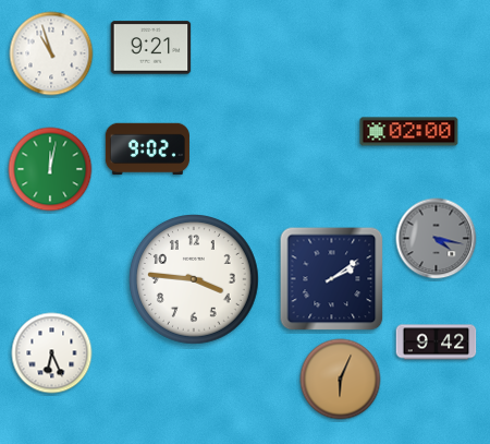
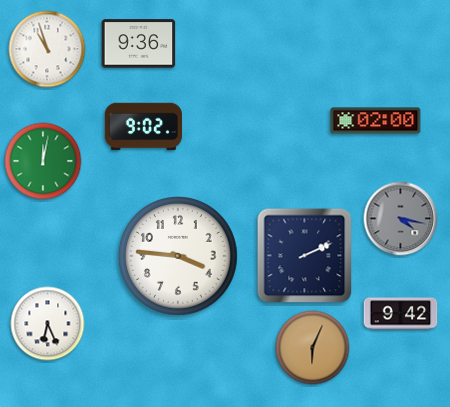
clock at (151, 48): 9:21 -> 9:36
clock at (147, 149) position: (147, 149) -> (143, 127)
clock at (50, 169) position: (50, 169) -> (43, 161)
clock at (332, 279): 2:09 -> 2:11
